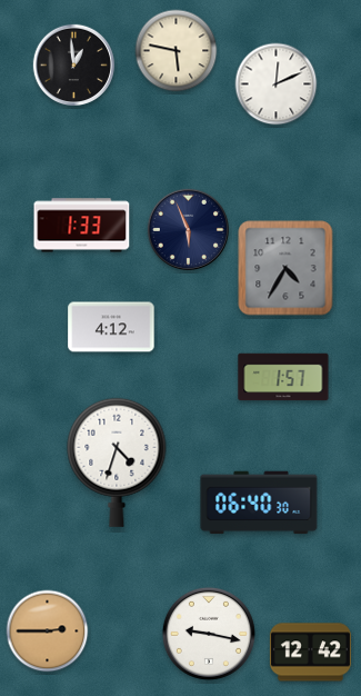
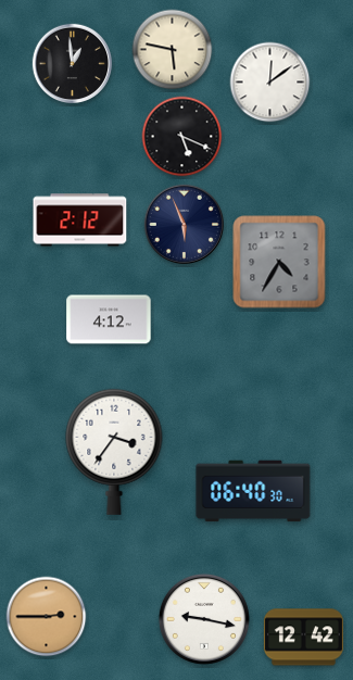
clock at (277, 84): 12:11 -> 12:09
clock at (182, 137): none -> 5:19
clock at (82, 226): 1:33 -> 2:12
clock at (283, 377): 1:57 -> none
clock at (117, 463): 4:33 -> 3:36
